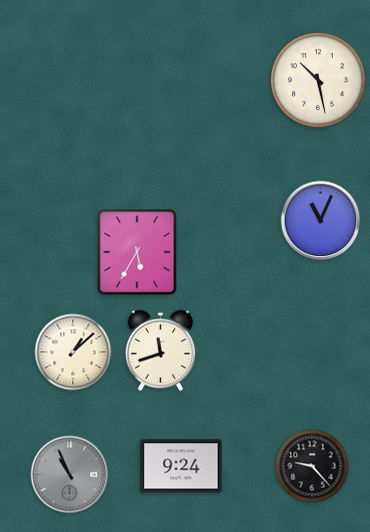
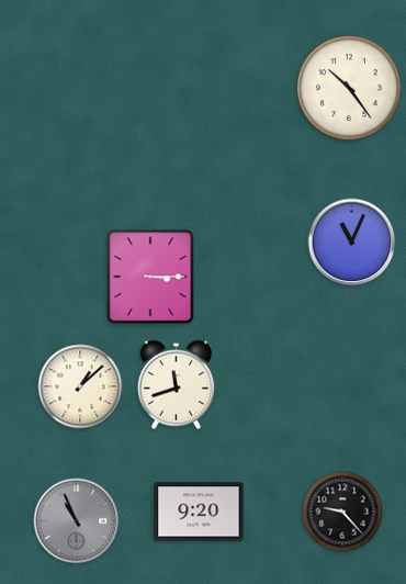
clock at (318, 80): 10:28 -> 10:24
clock at (137, 252): 5:35 -> 3:15
clock at (181, 466): 9:24 -> 9:20
